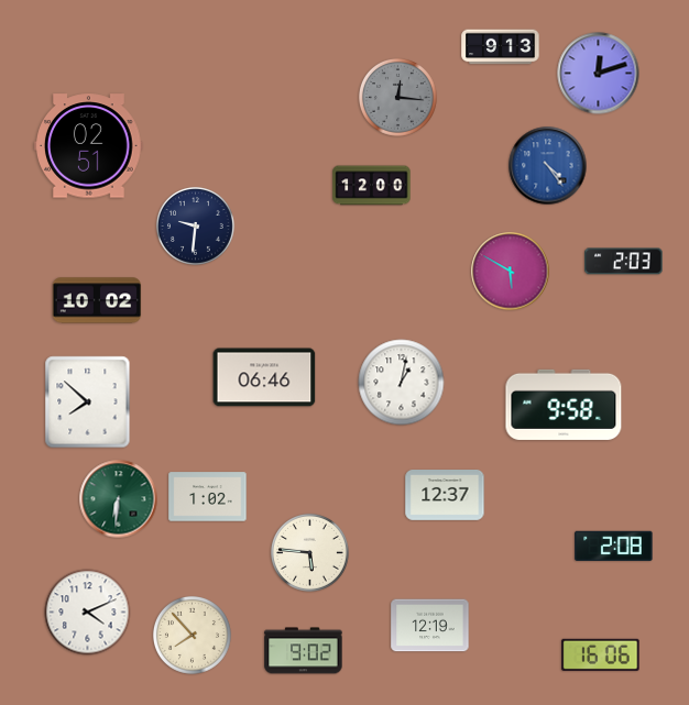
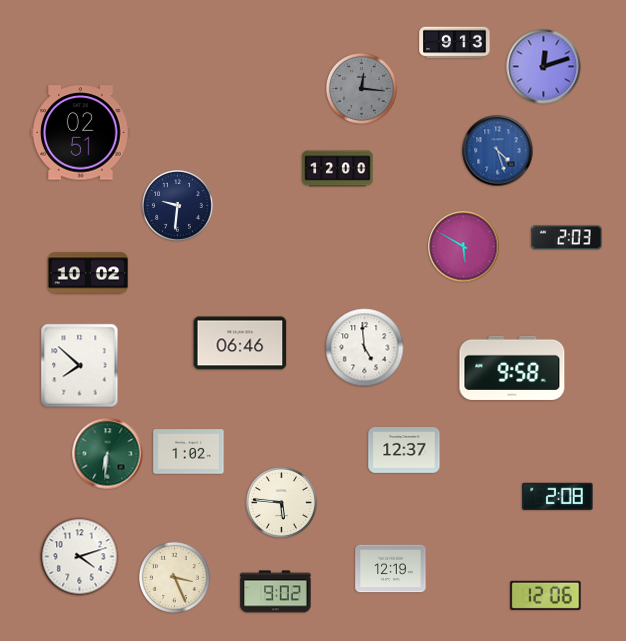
clock at (548, 166): 4:24 -> 4:27
clock at (402, 383): 1:02 -> 4:59
clock at (88, 613): 4:11 -> 4:12
clock at (192, 635): 7:53 -> 3:26
clock at (601, 654): 16:06 -> 12:06
